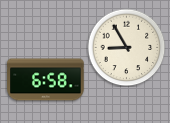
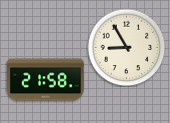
clock at (46, 80): 6:58 -> 21:58
